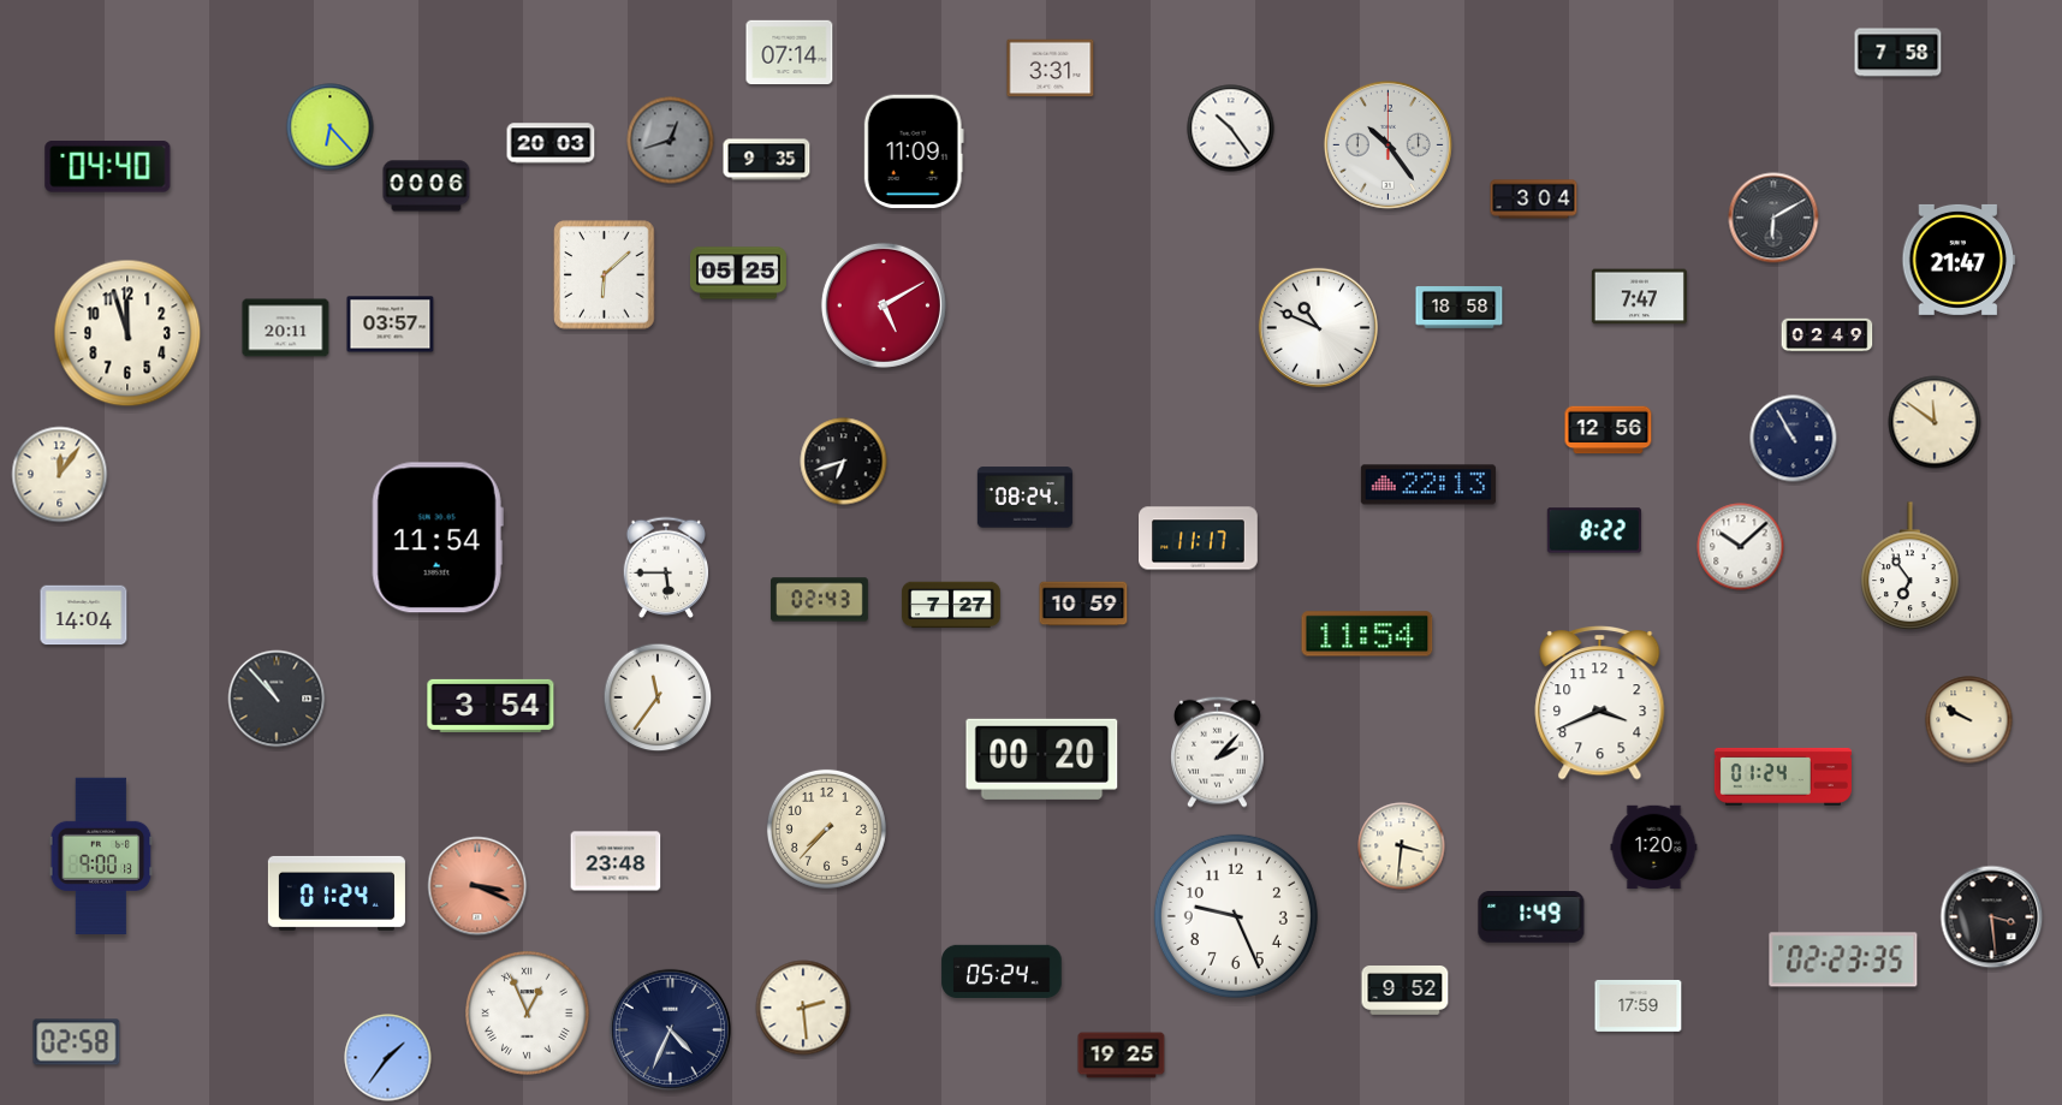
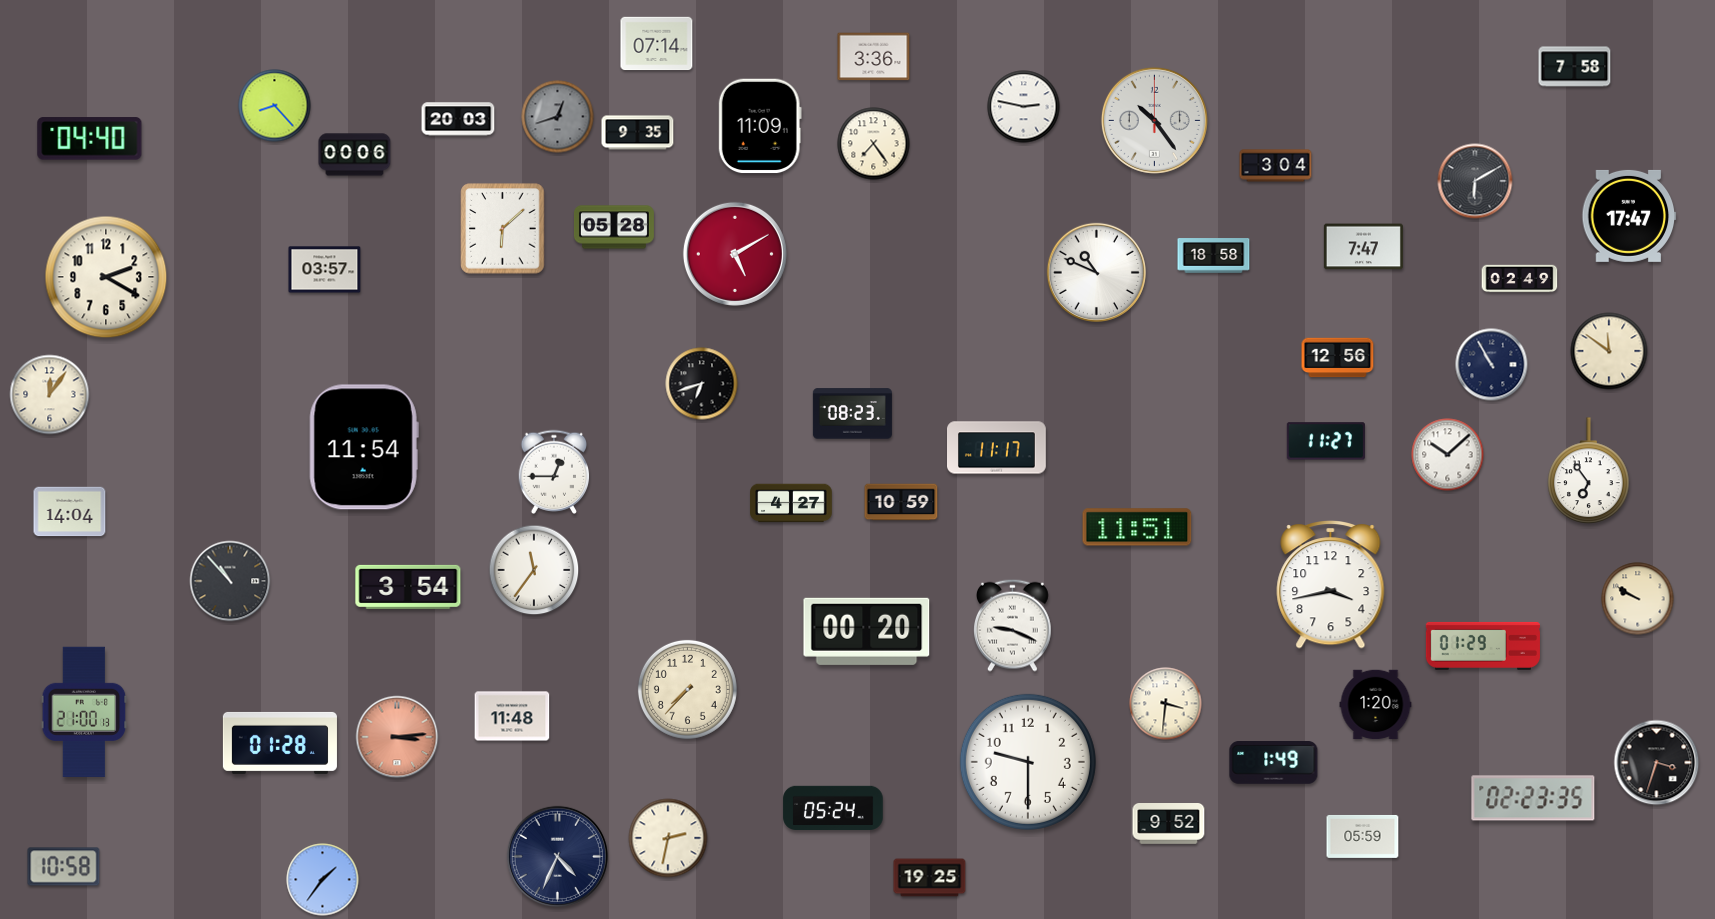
clock at (1898, 53) position: (1898, 53) -> (1575, 67)
clock at (1051, 69): 3:31 -> 3:36
clock at (331, 127): 6:23 -> 8:23
clock at (1231, 129): 10:24 -> 2:47
clock at (874, 144): none -> 7:24
clock at (1959, 260): 21:47 -> 17:47
clock at (738, 273): 05:25 -> 05:28
clock at (286, 328): 20:11 -> none
clock at (127, 333): 11:57 -> 2:20
clock at (1428, 485): 22:13 -> none
clock at (1024, 498): 08:24 -> 08:23
clock at (1594, 530): 8:22 -> 11:27
clock at (666, 568): 5:45 -> 12:45
clock at (820, 600): 02:43 -> none
clock at (951, 605): 7:27 -> 4:27
clock at (1367, 634): 11:54 -> 11:51
clock at (658, 697) position: (658, 697) -> (534, 570)
clock at (1600, 703): 3:41 -> 3:43
clock at (1218, 751): 2:07 -> 9:19
clock at (1783, 777): 01:24 -> 01:29
clock at (101, 855): 9:00 -> 21:00
clock at (616, 861): 23:48 -> 11:48
clock at (477, 886): 3:19 -> 3:14
clock at (337, 893): 01:24 -> 01:28
clock at (1236, 916): 9:26 -> 9:30
clock at (1992, 917): 3:29 -> 3:33
clock at (1639, 1005): 17:59 -> 05:59
clock at (803, 1008): 2:29 -> 2:32
clock at (528, 1014): 12:56 -> none
clock at (77, 1042): 02:58 -> 10:58
clock at (1122, 1056) position: (1122, 1056) -> (930, 878)
